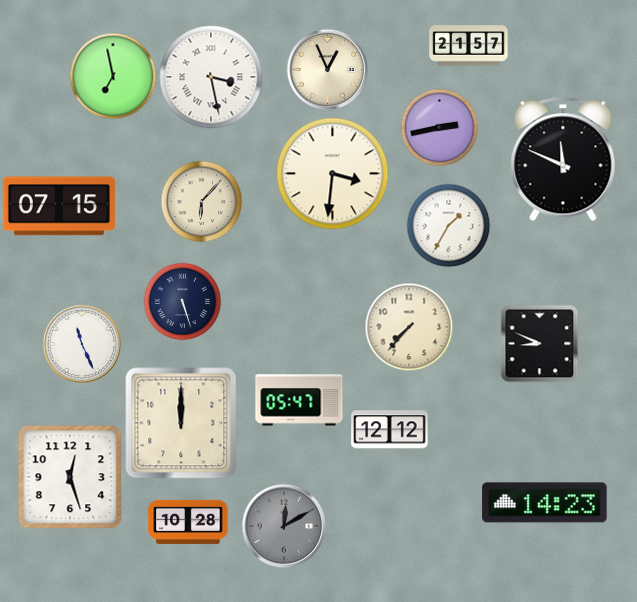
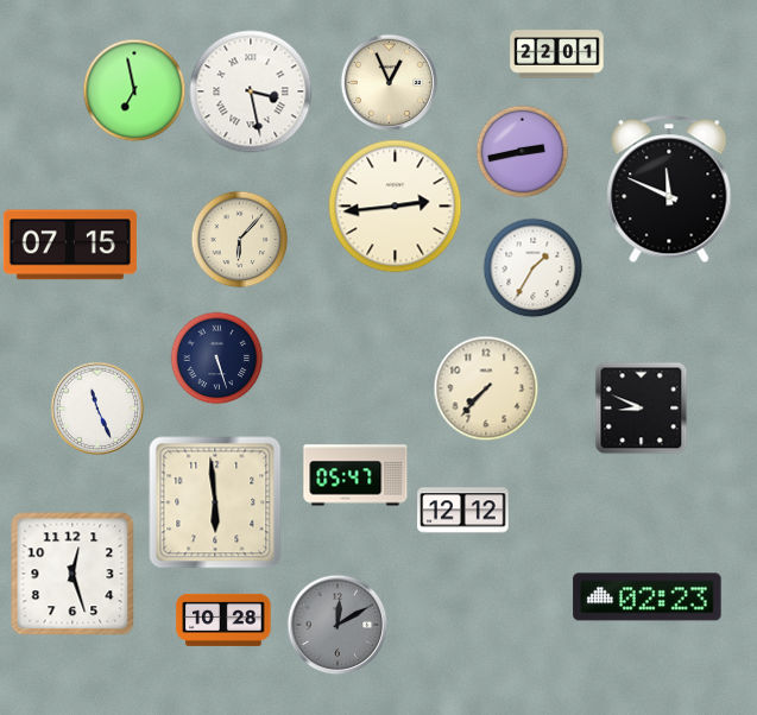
clock at (469, 46): 21:57 -> 22:01
clock at (333, 174): 3:31 -> 2:44
clock at (181, 423): 12:00 -> 5:59
clock at (70, 477) position: (70, 477) -> (72, 574)
clock at (545, 503): 14:23 -> 02:23
